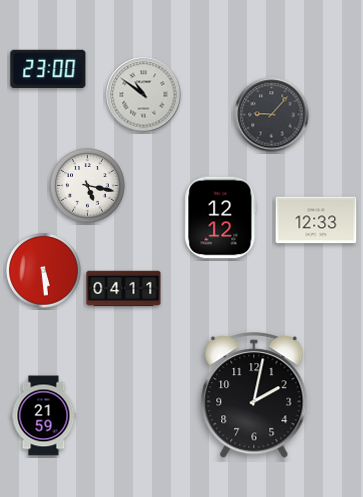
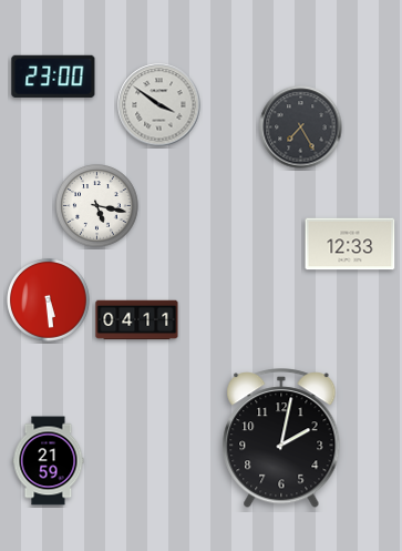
clock at (144, 95): 10:51 -> 3:51
clock at (272, 115): 9:07 -> 7:25
clock at (221, 218): 12:12 -> none
